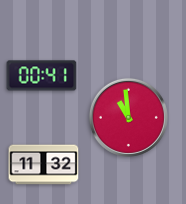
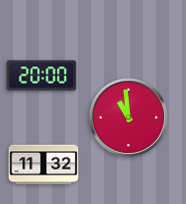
clock at (42, 76): 00:41 -> 20:00
